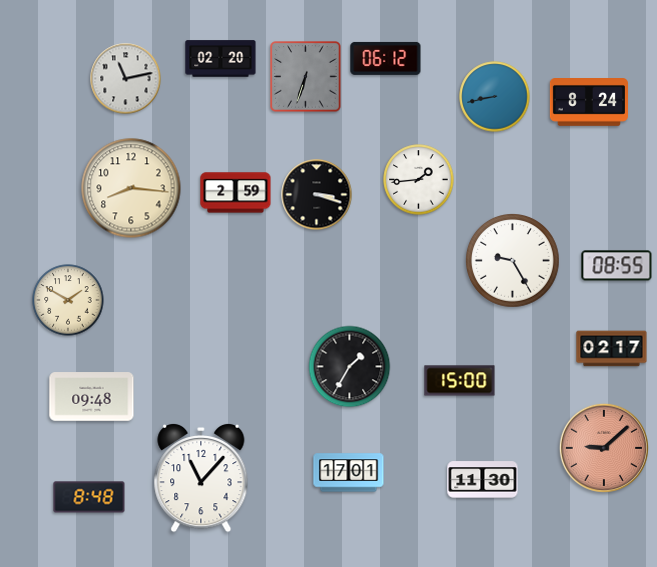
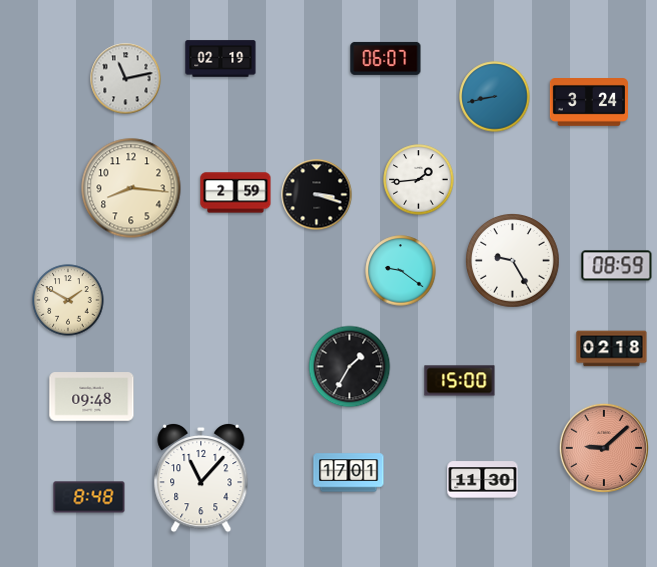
clock at (386, 58): 06:12 -> 06:07
clock at (221, 59): 02:20 -> 02:19
clock at (306, 77): 6:33 -> none
clock at (589, 103): 8:24 -> 3:24
clock at (617, 266): 08:55 -> 08:59
clock at (401, 271): none -> 9:21
clock at (612, 349): 02:17 -> 02:18
